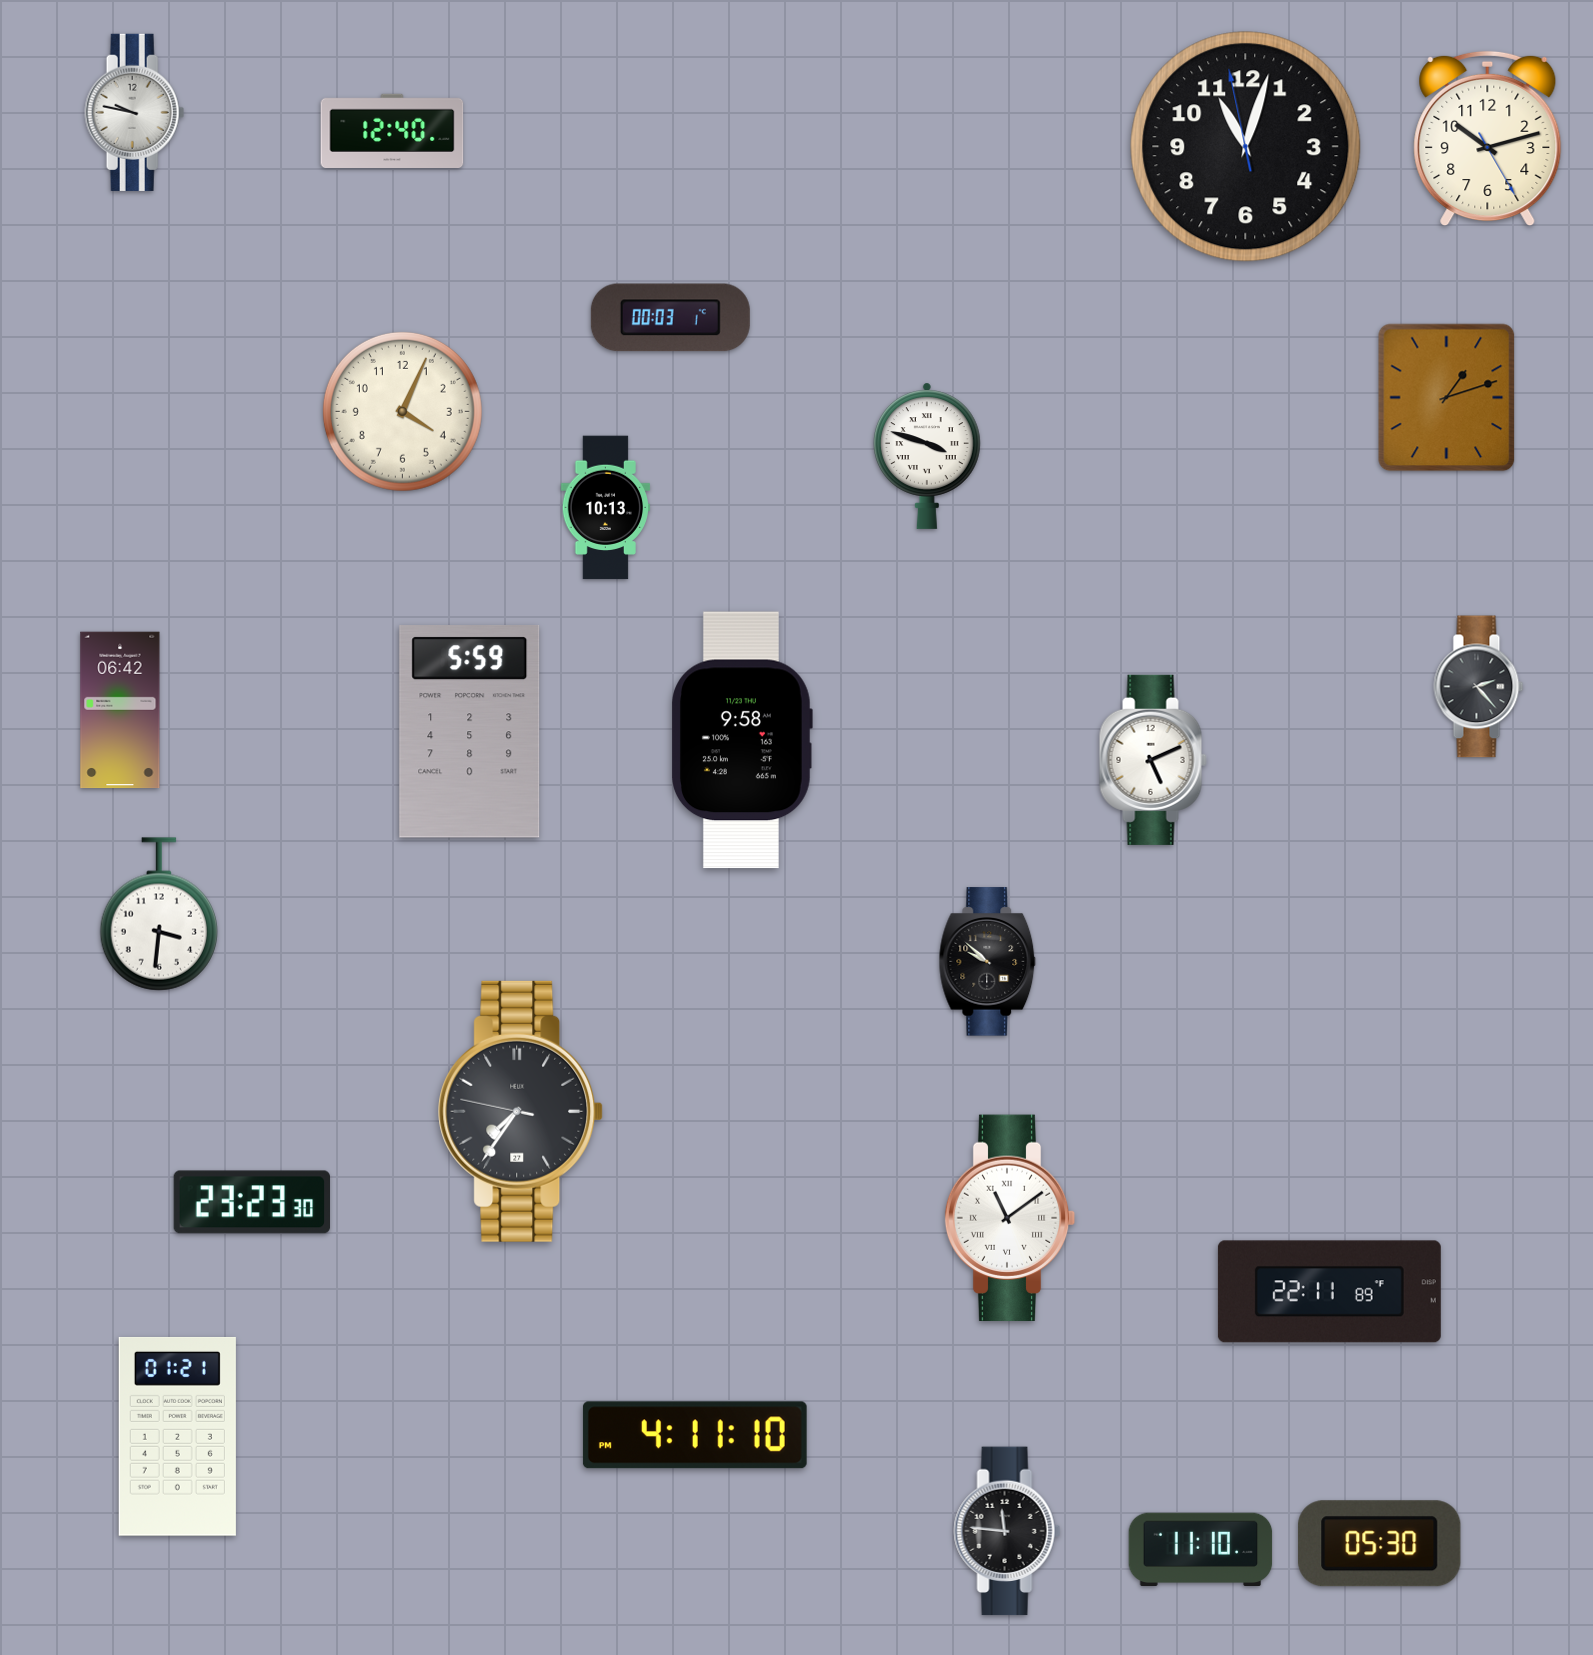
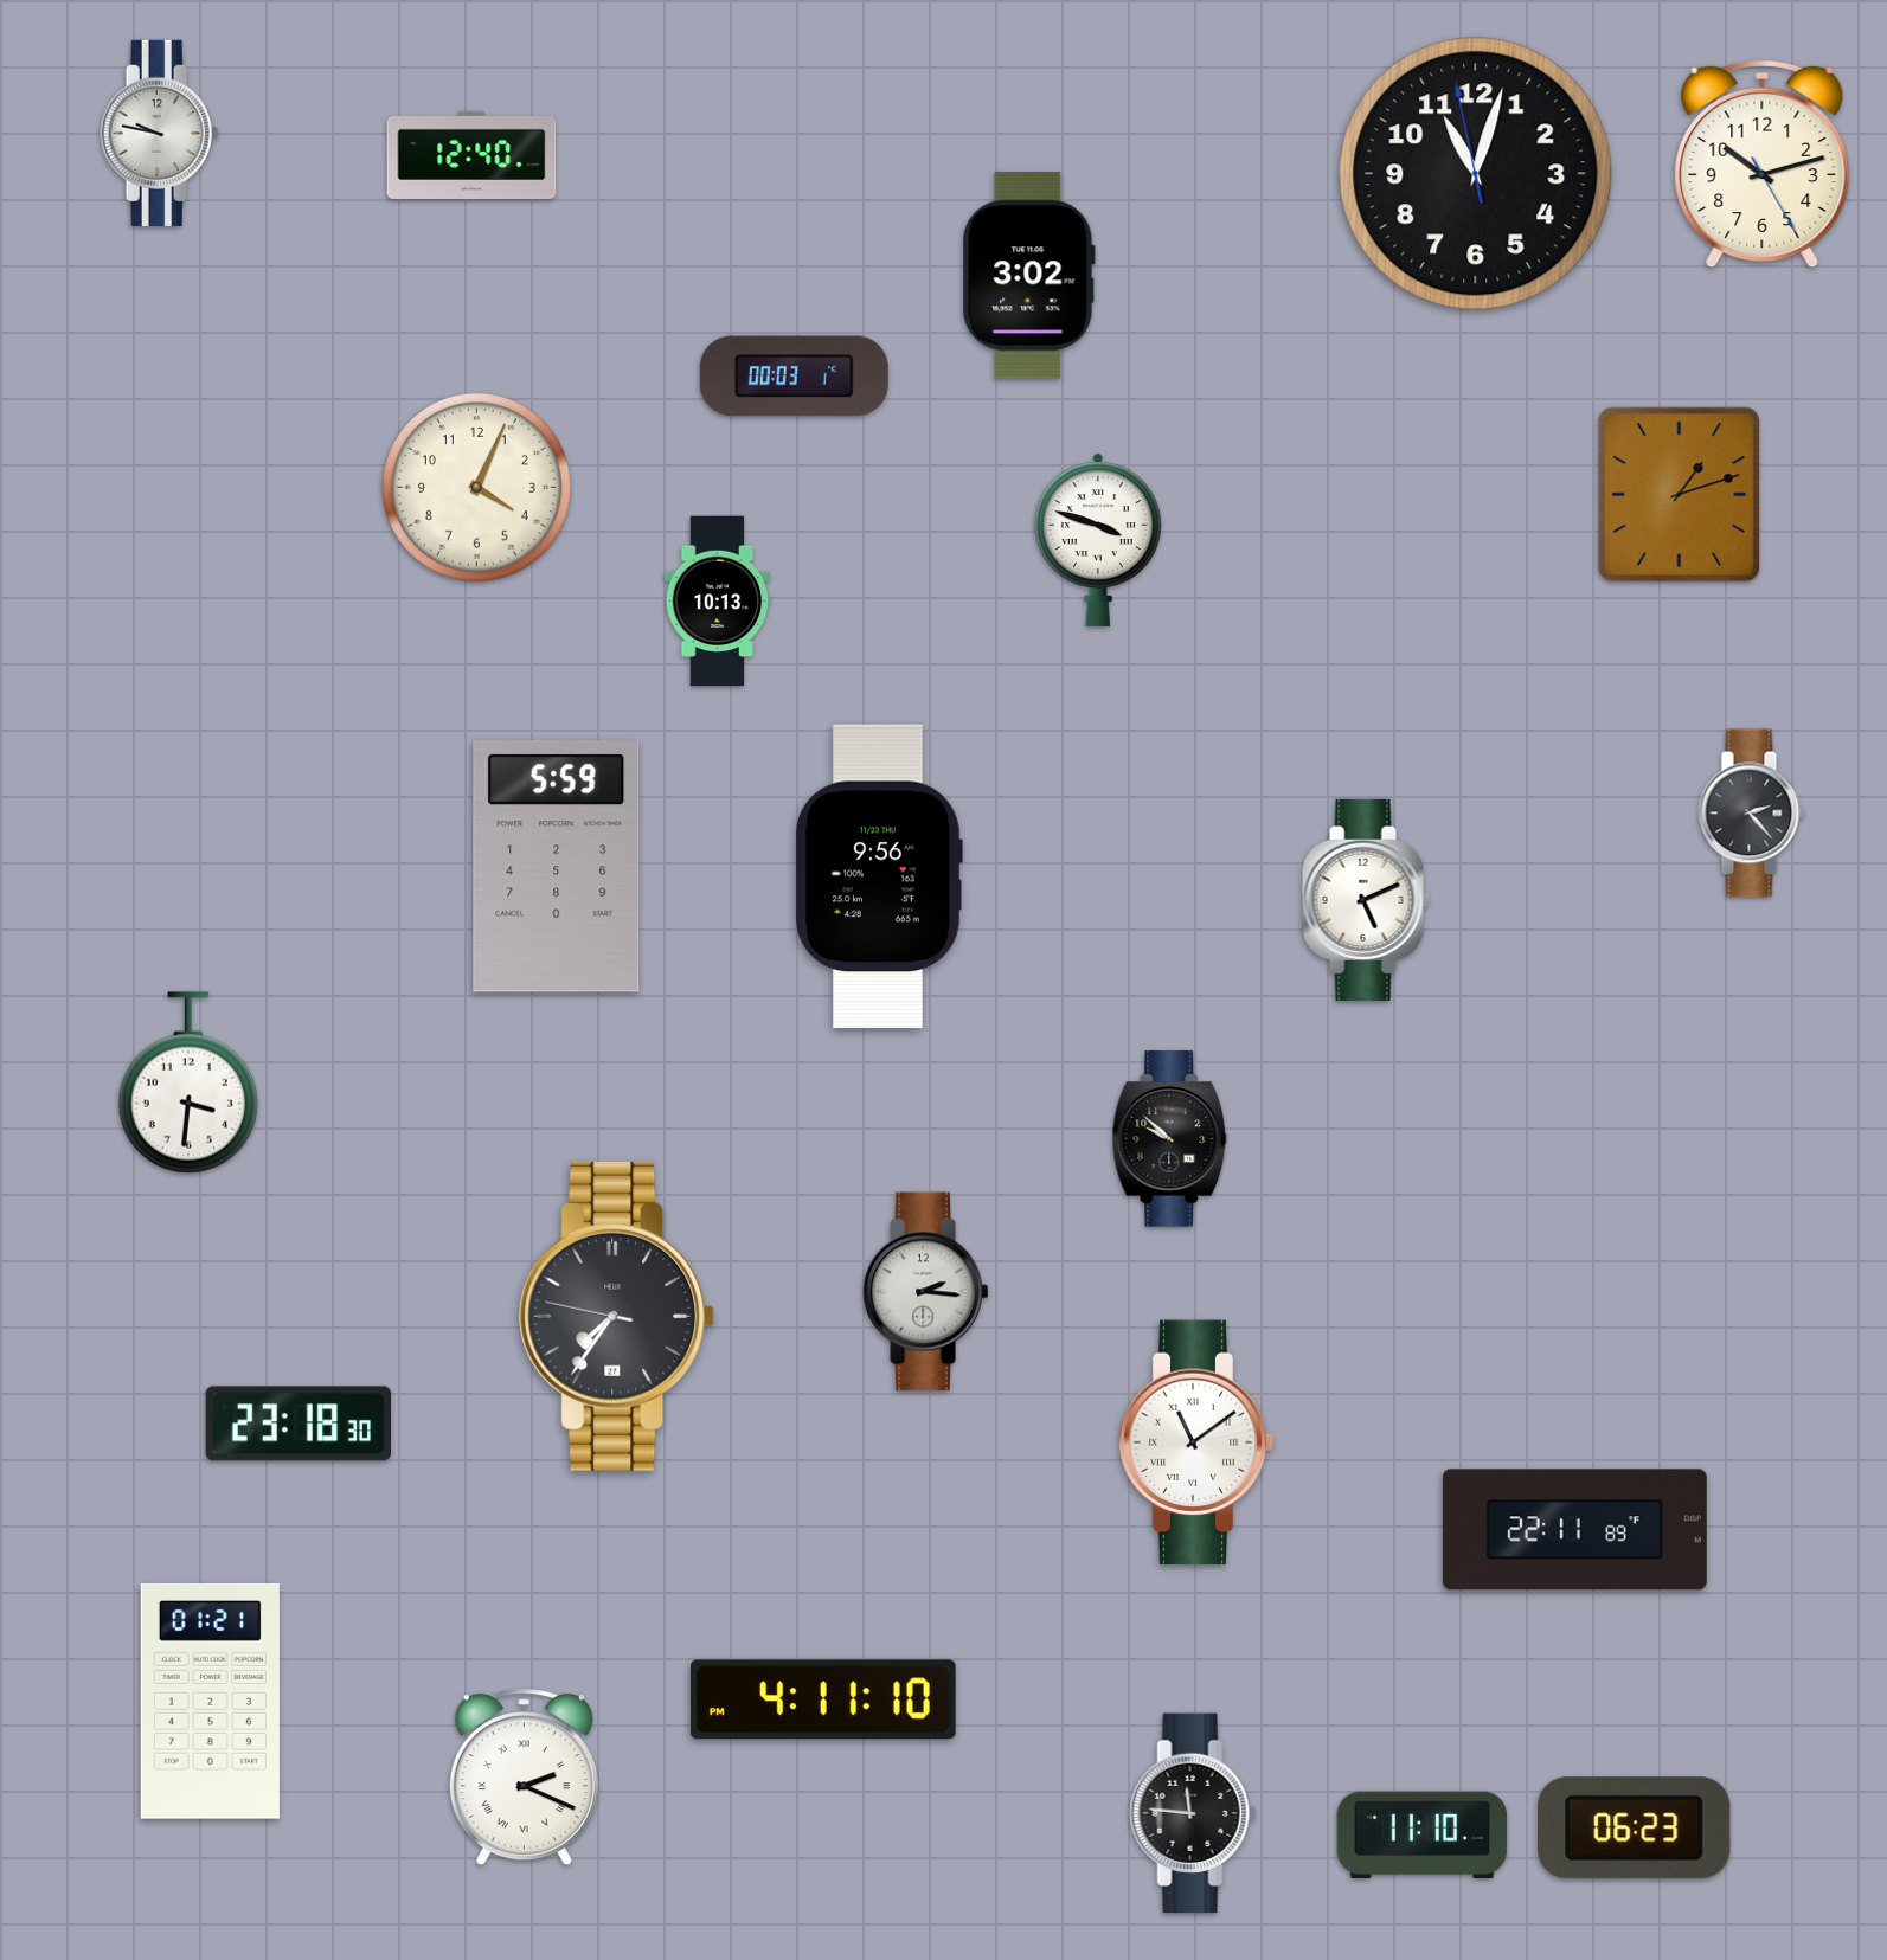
clock at (392, 130) position: (392, 130) -> (471, 154)
clock at (1028, 276): none -> 3:02
clock at (1447, 398) position: (1447, 398) -> (1680, 495)
clock at (120, 710): 06:42 -> none
clock at (742, 740): 9:58 -> 9:56
clock at (926, 1292): none -> 2:16
clock at (251, 1202): 23:23 -> 23:18
clock at (524, 1778): none -> 2:19
clock at (1380, 1544): 05:30 -> 06:23
